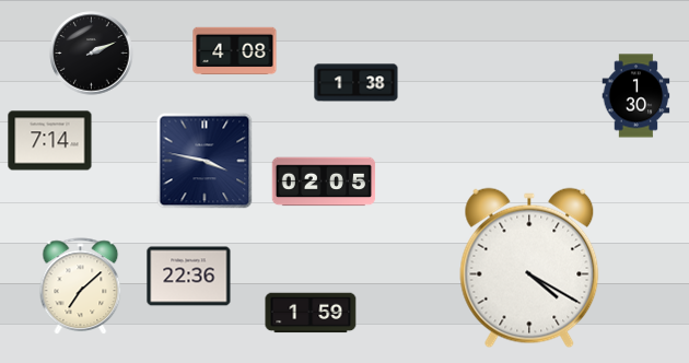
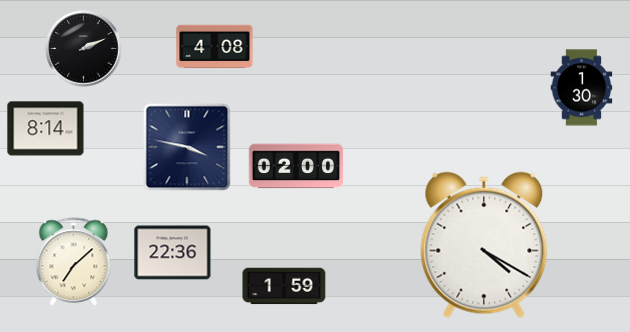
clock at (357, 83): 1:38 -> none
clock at (50, 141): 7:14 -> 8:14
clock at (324, 181): 02:05 -> 02:00
